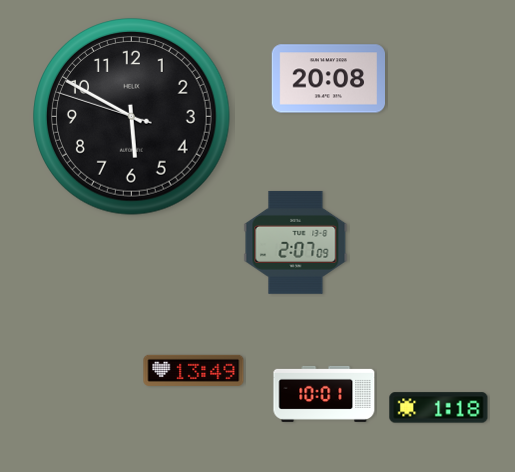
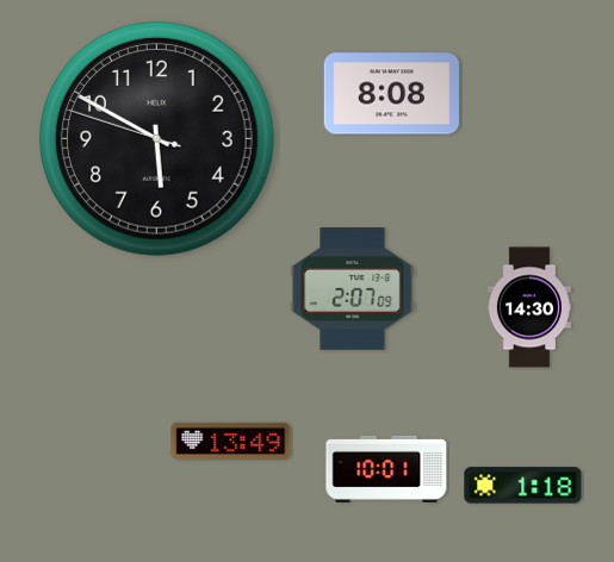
clock at (328, 79): 20:08 -> 8:08
clock at (529, 307): none -> 14:30
